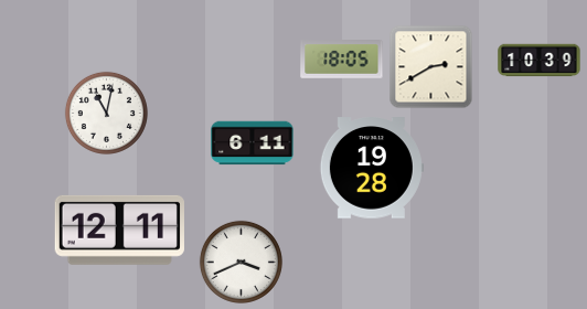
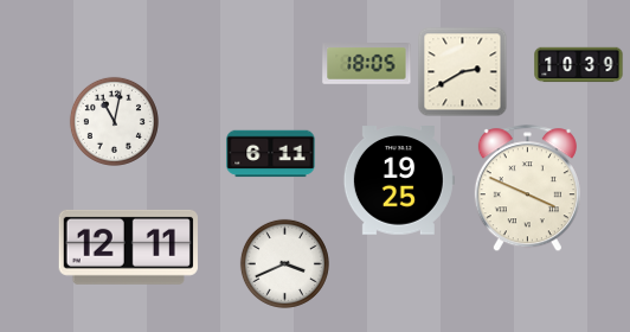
clock at (372, 168): 19:28 -> 19:25
clock at (527, 189): none -> 3:49
clock at (241, 262) position: (241, 262) -> (284, 263)
